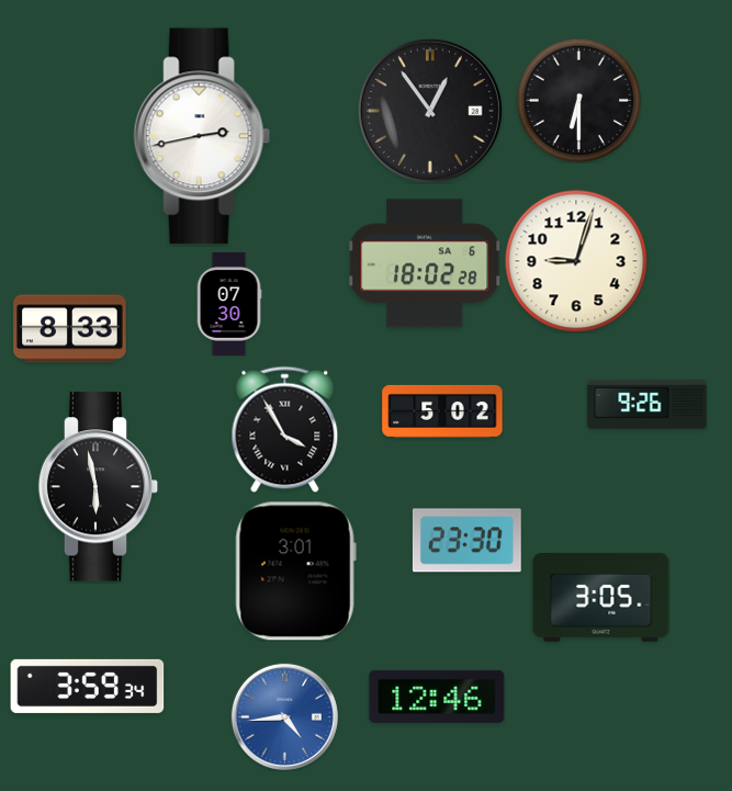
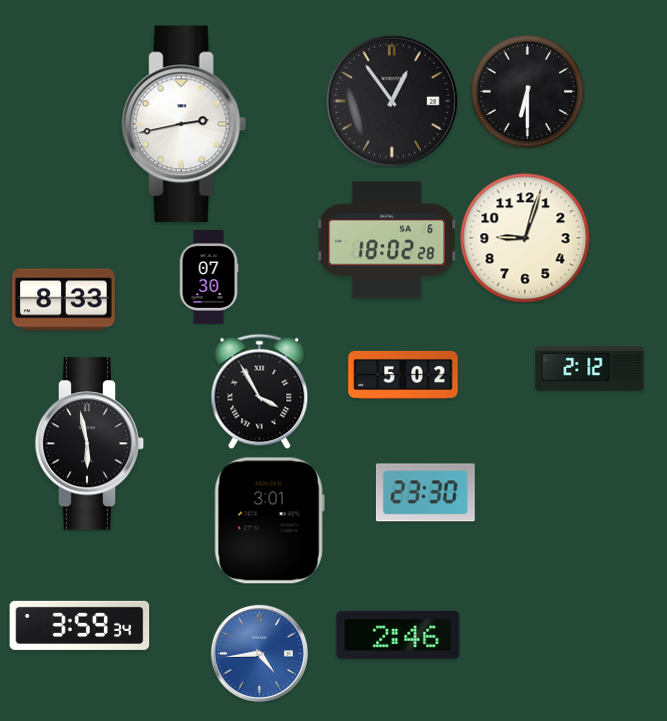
clock at (647, 404): 9:26 -> 2:12
clock at (601, 597): 3:05 -> none
clock at (437, 697): 12:46 -> 2:46
